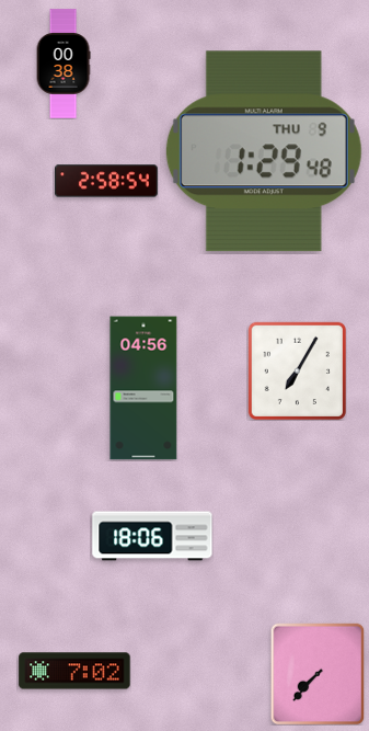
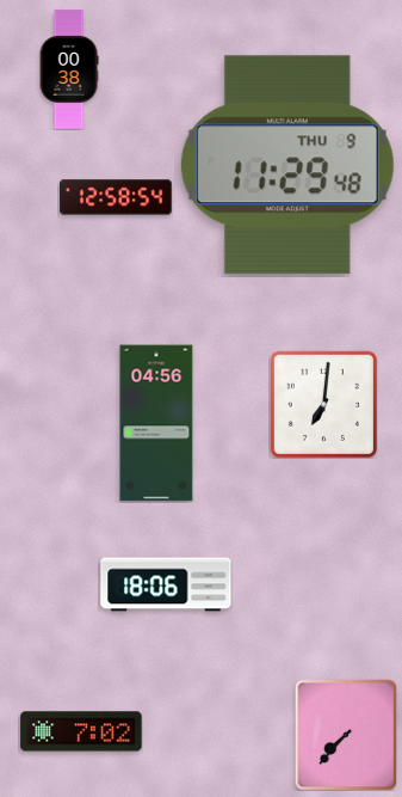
clock at (264, 151): 1:29 -> 11:29
clock at (107, 181): 2:58 -> 12:58
clock at (297, 370): 7:05 -> 7:01
